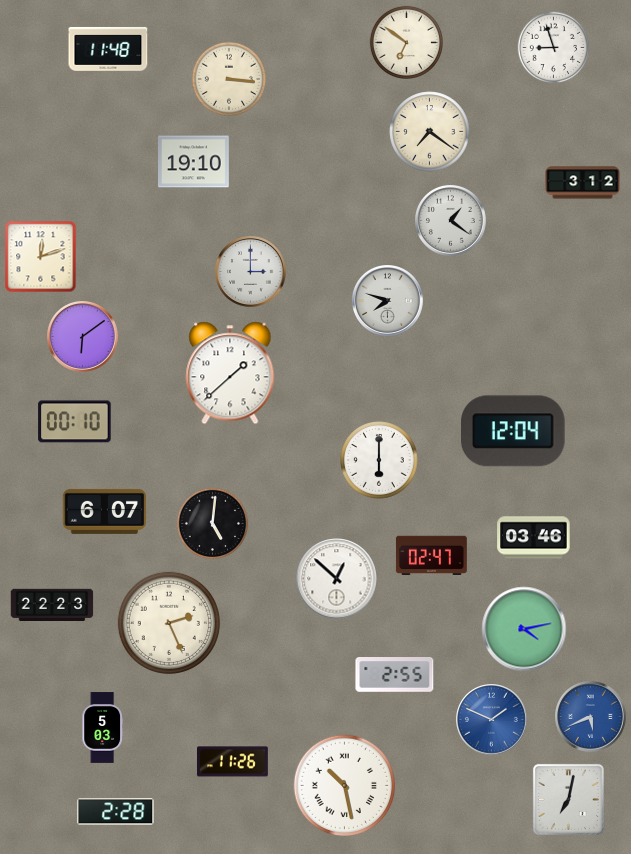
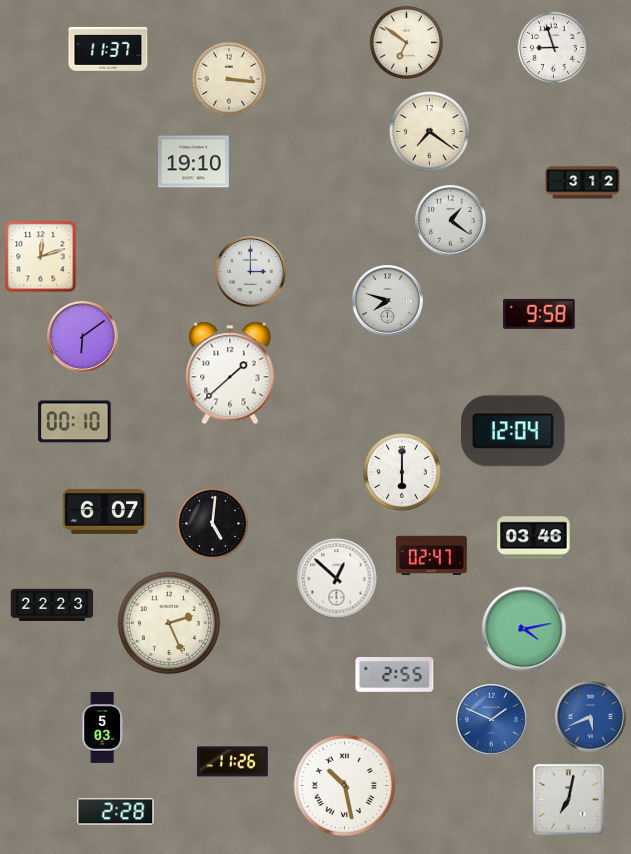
clock at (108, 49): 11:48 -> 11:37
clock at (540, 314): none -> 9:58
clock at (380, 461) position: (380, 461) -> (403, 473)
